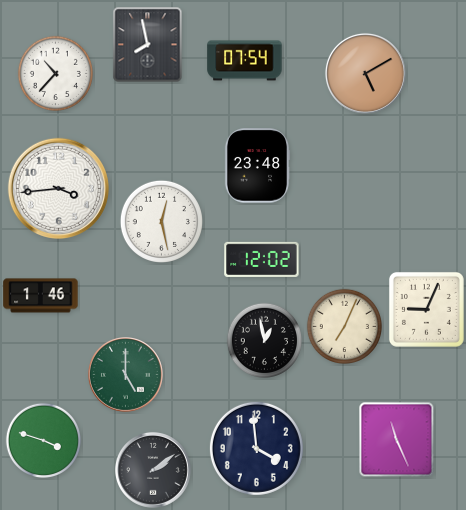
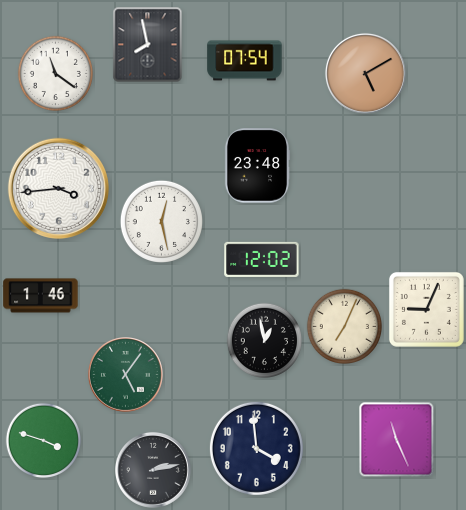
clock at (55, 73): 10:37 -> 11:21
clock at (126, 375): 5:00 -> 5:06
clock at (153, 470): 2:09 -> 2:13
